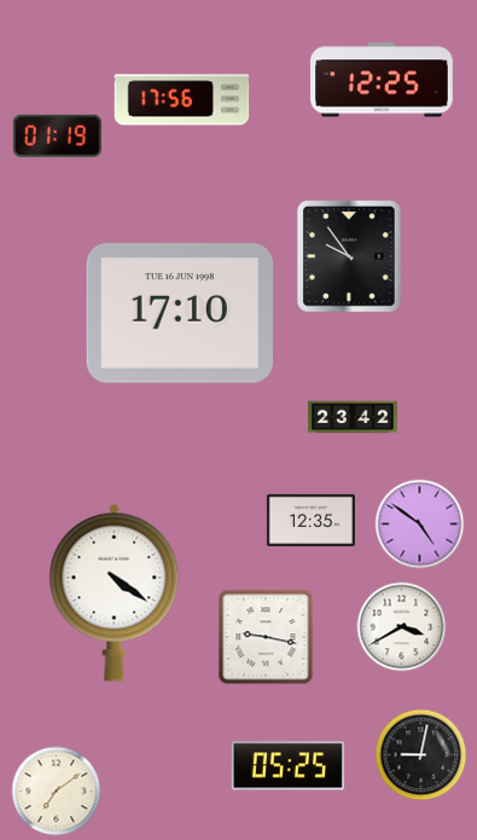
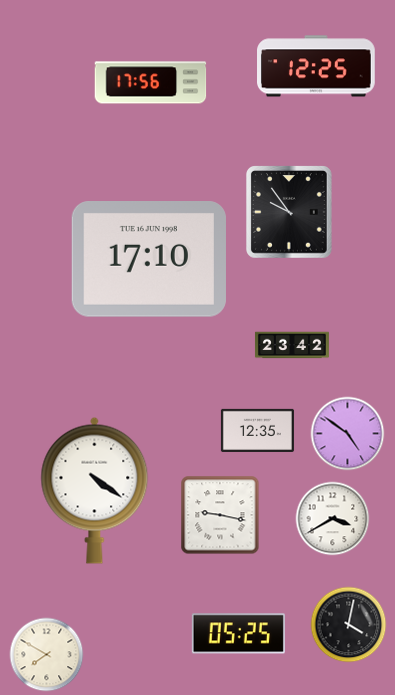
clock at (57, 135): 01:19 -> none
clock at (266, 637) position: (266, 637) -> (220, 515)
clock at (421, 755): 9:02 -> 4:02
clock at (57, 792): 7:09 -> 7:50
